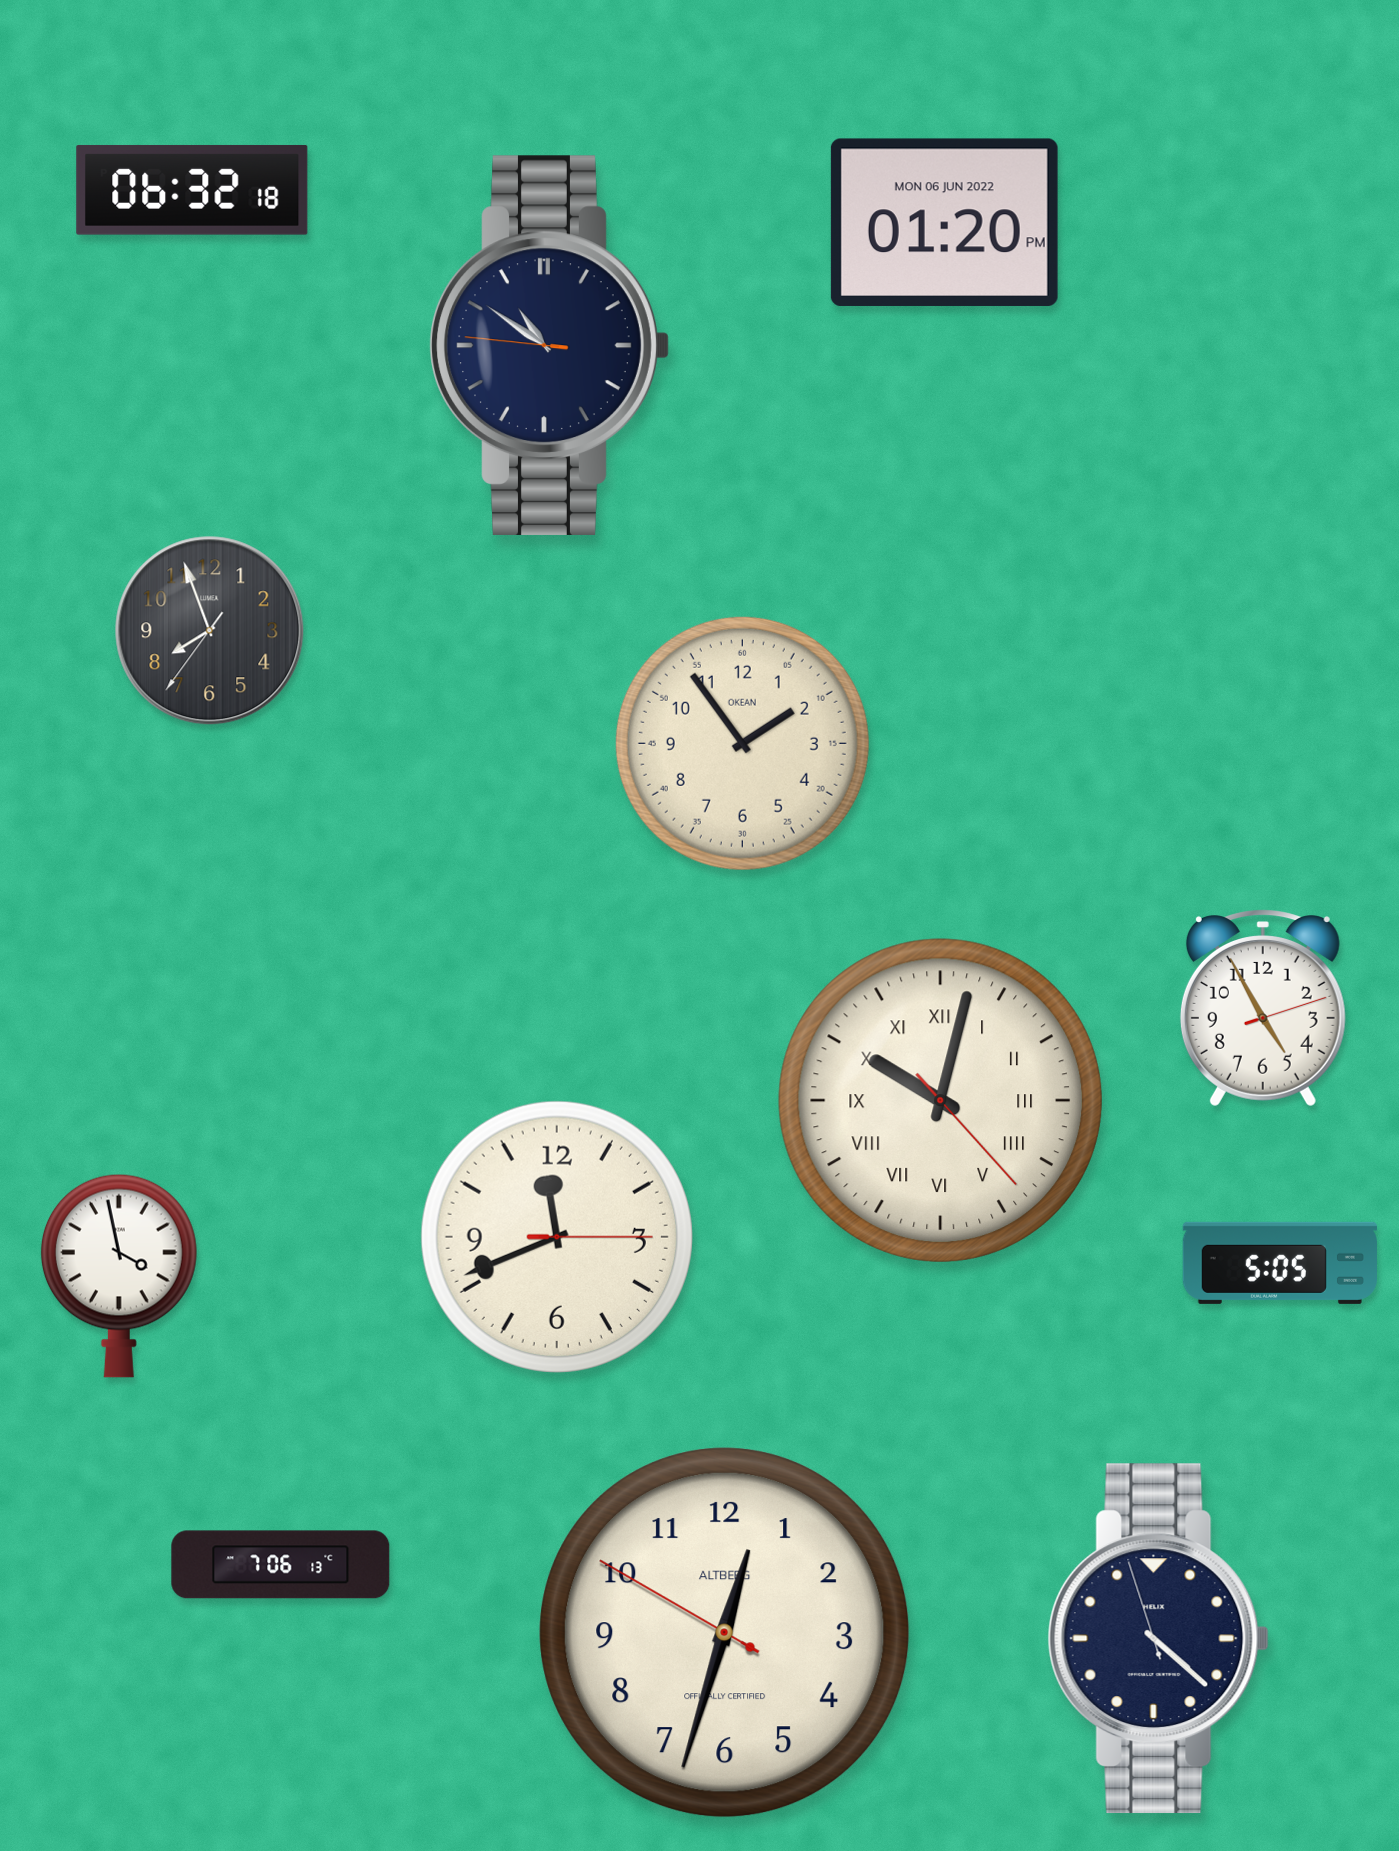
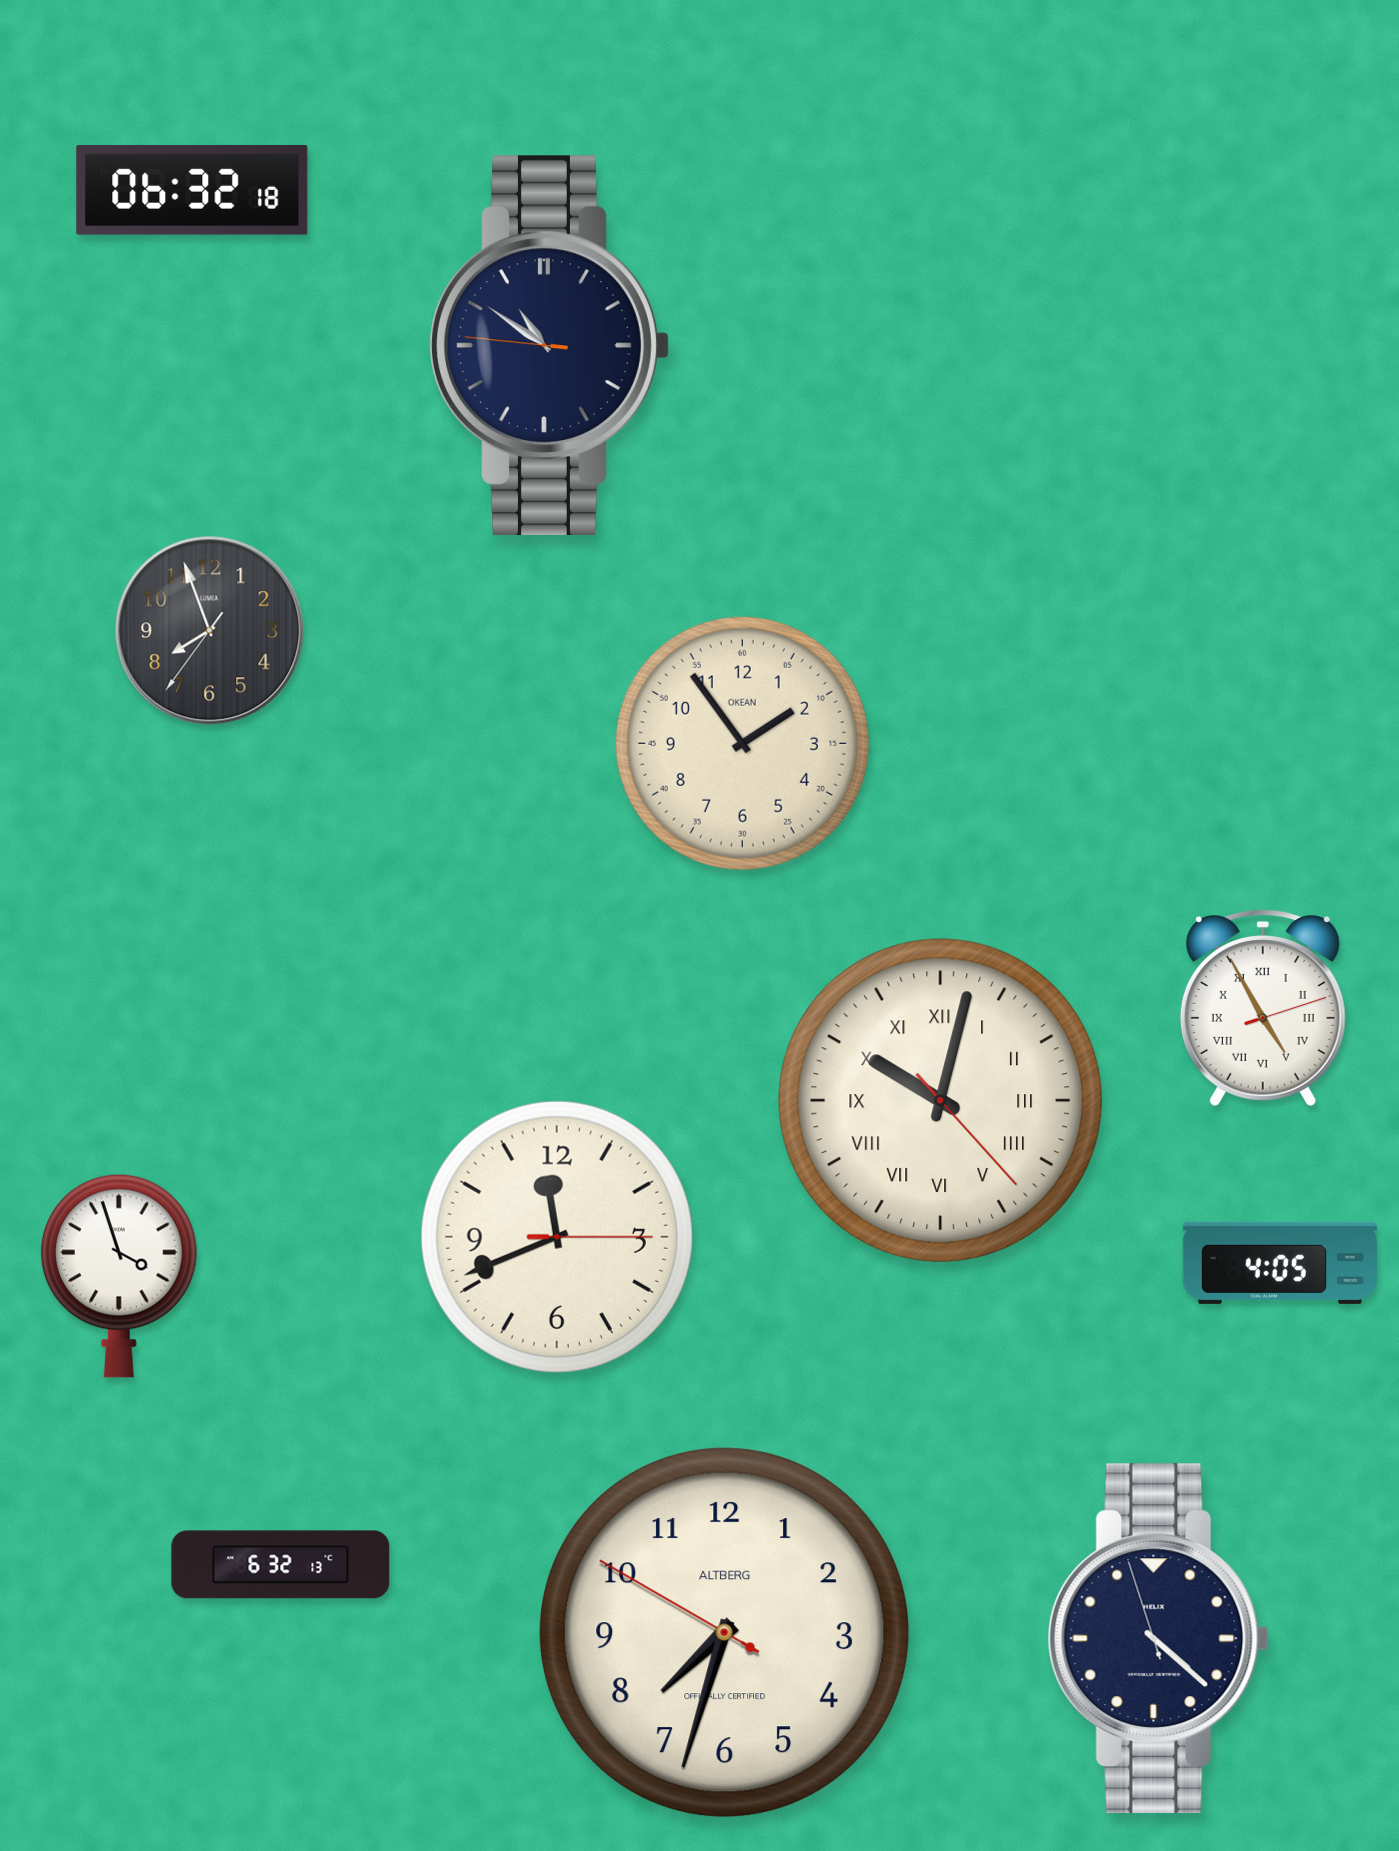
clock at (944, 222): 01:20 -> none
clock at (1263, 1008) numerals: Arabic -> Roman
clock at (1280, 1263): 5:05 -> 4:05
clock at (119, 1276): 3:58 -> 3:57
clock at (281, 1565): 7:06 -> 6:32
clock at (725, 1633): 12:32 -> 7:32
